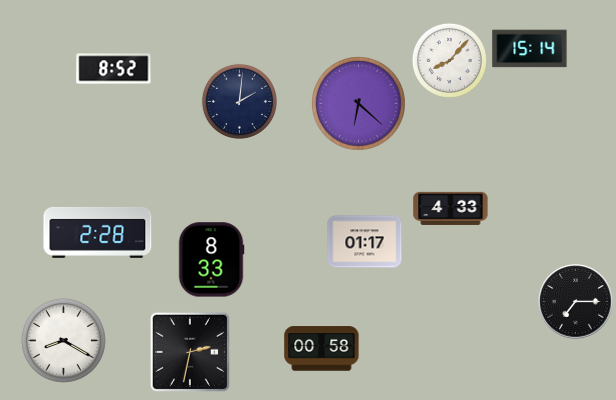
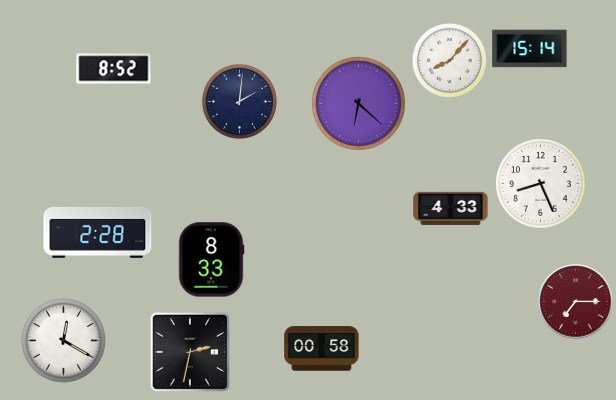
clock at (541, 184): none -> 8:26
clock at (365, 242): 01:17 -> none
clock at (576, 302) dial: black -> burgundy
clock at (63, 340): 8:20 -> 12:20
